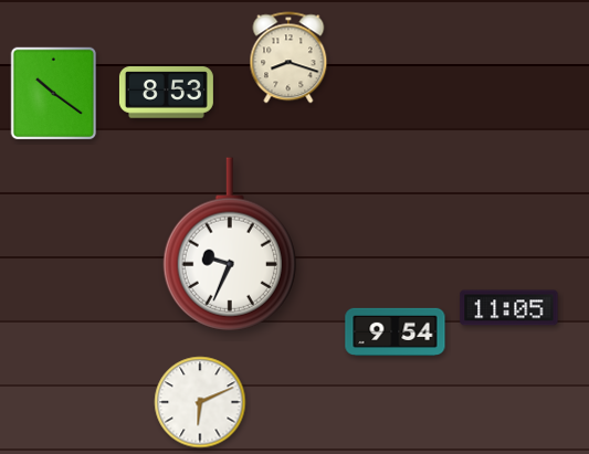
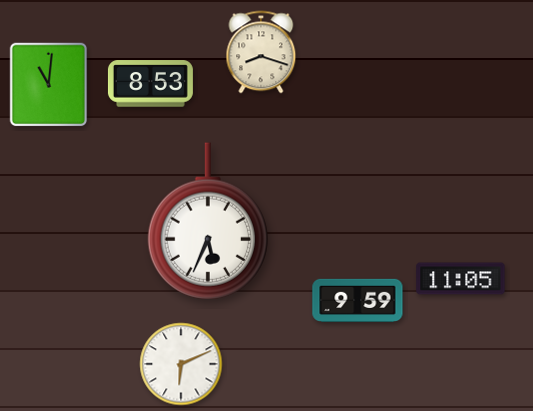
clock at (54, 94): 10:21 -> 11:01
clock at (230, 244): 9:34 -> 5:34
clock at (396, 331): 9:54 -> 9:59
